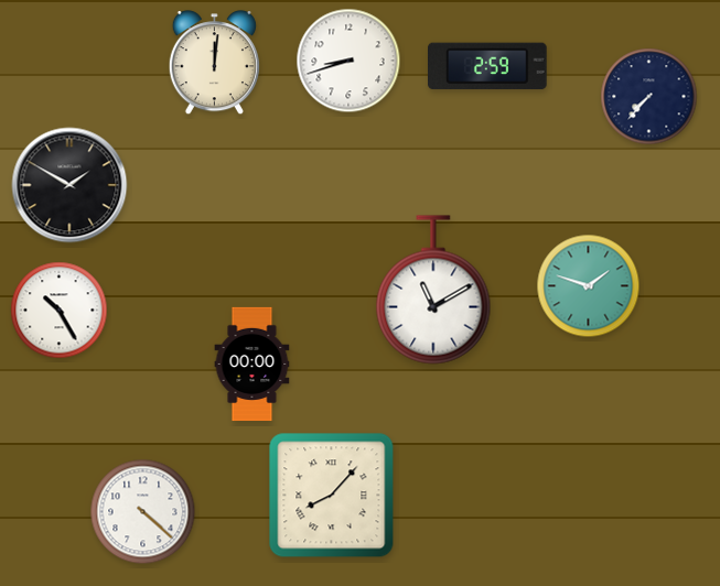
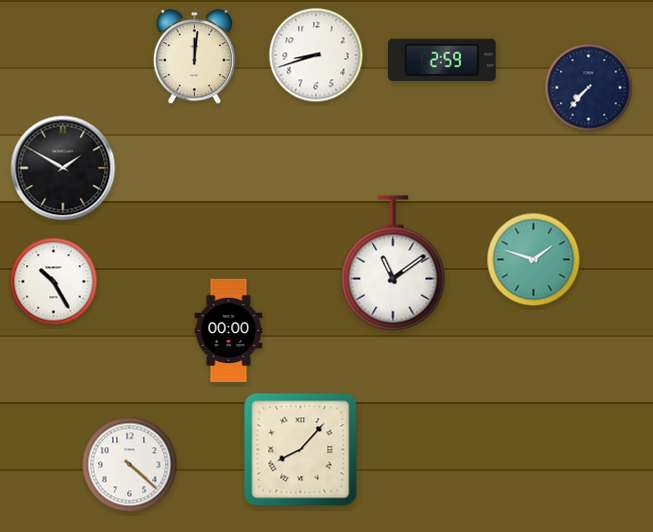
clock at (433, 290): 11:10 -> 11:09
